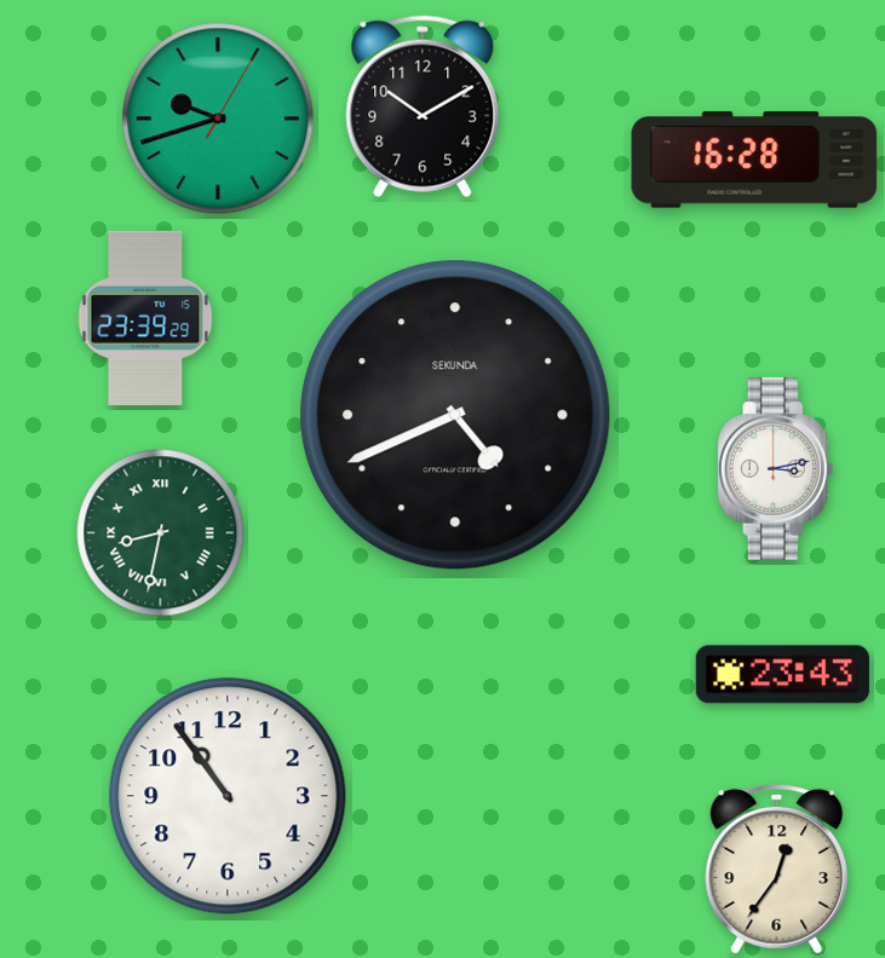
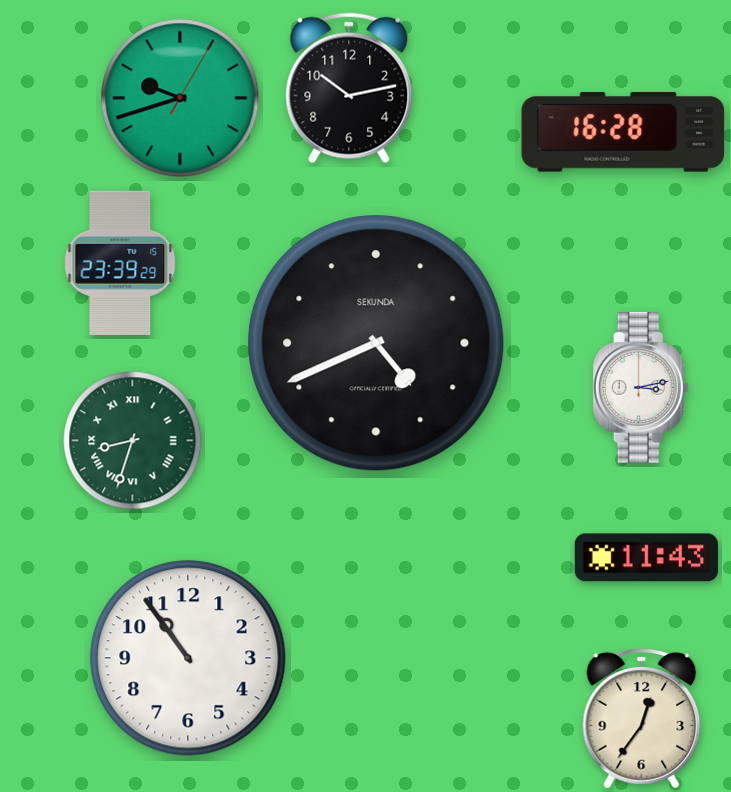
clock at (423, 106): 10:10 -> 10:13
clock at (161, 533): 8:32 -> 8:33
clock at (782, 675): 23:43 -> 11:43
